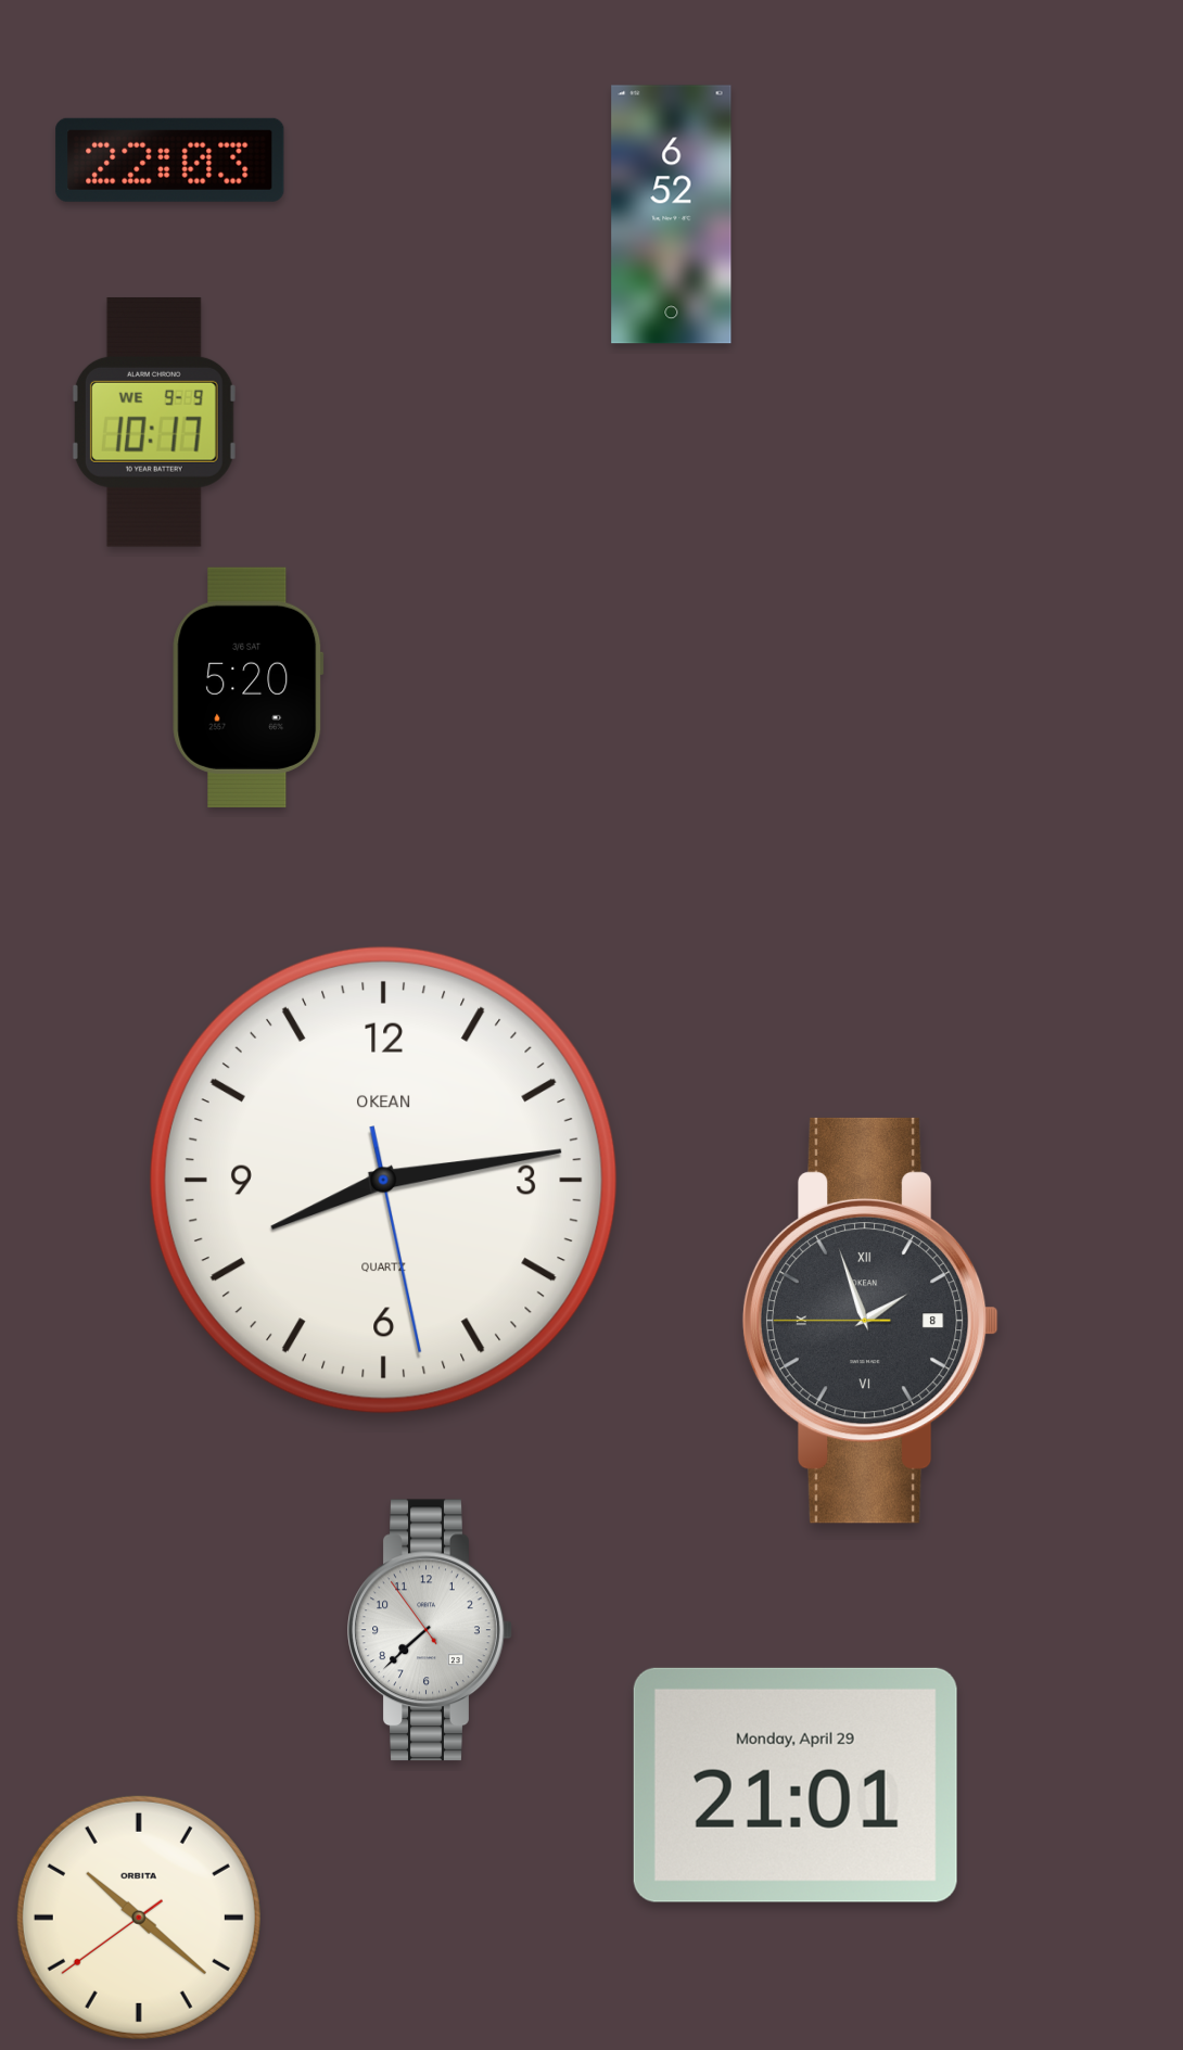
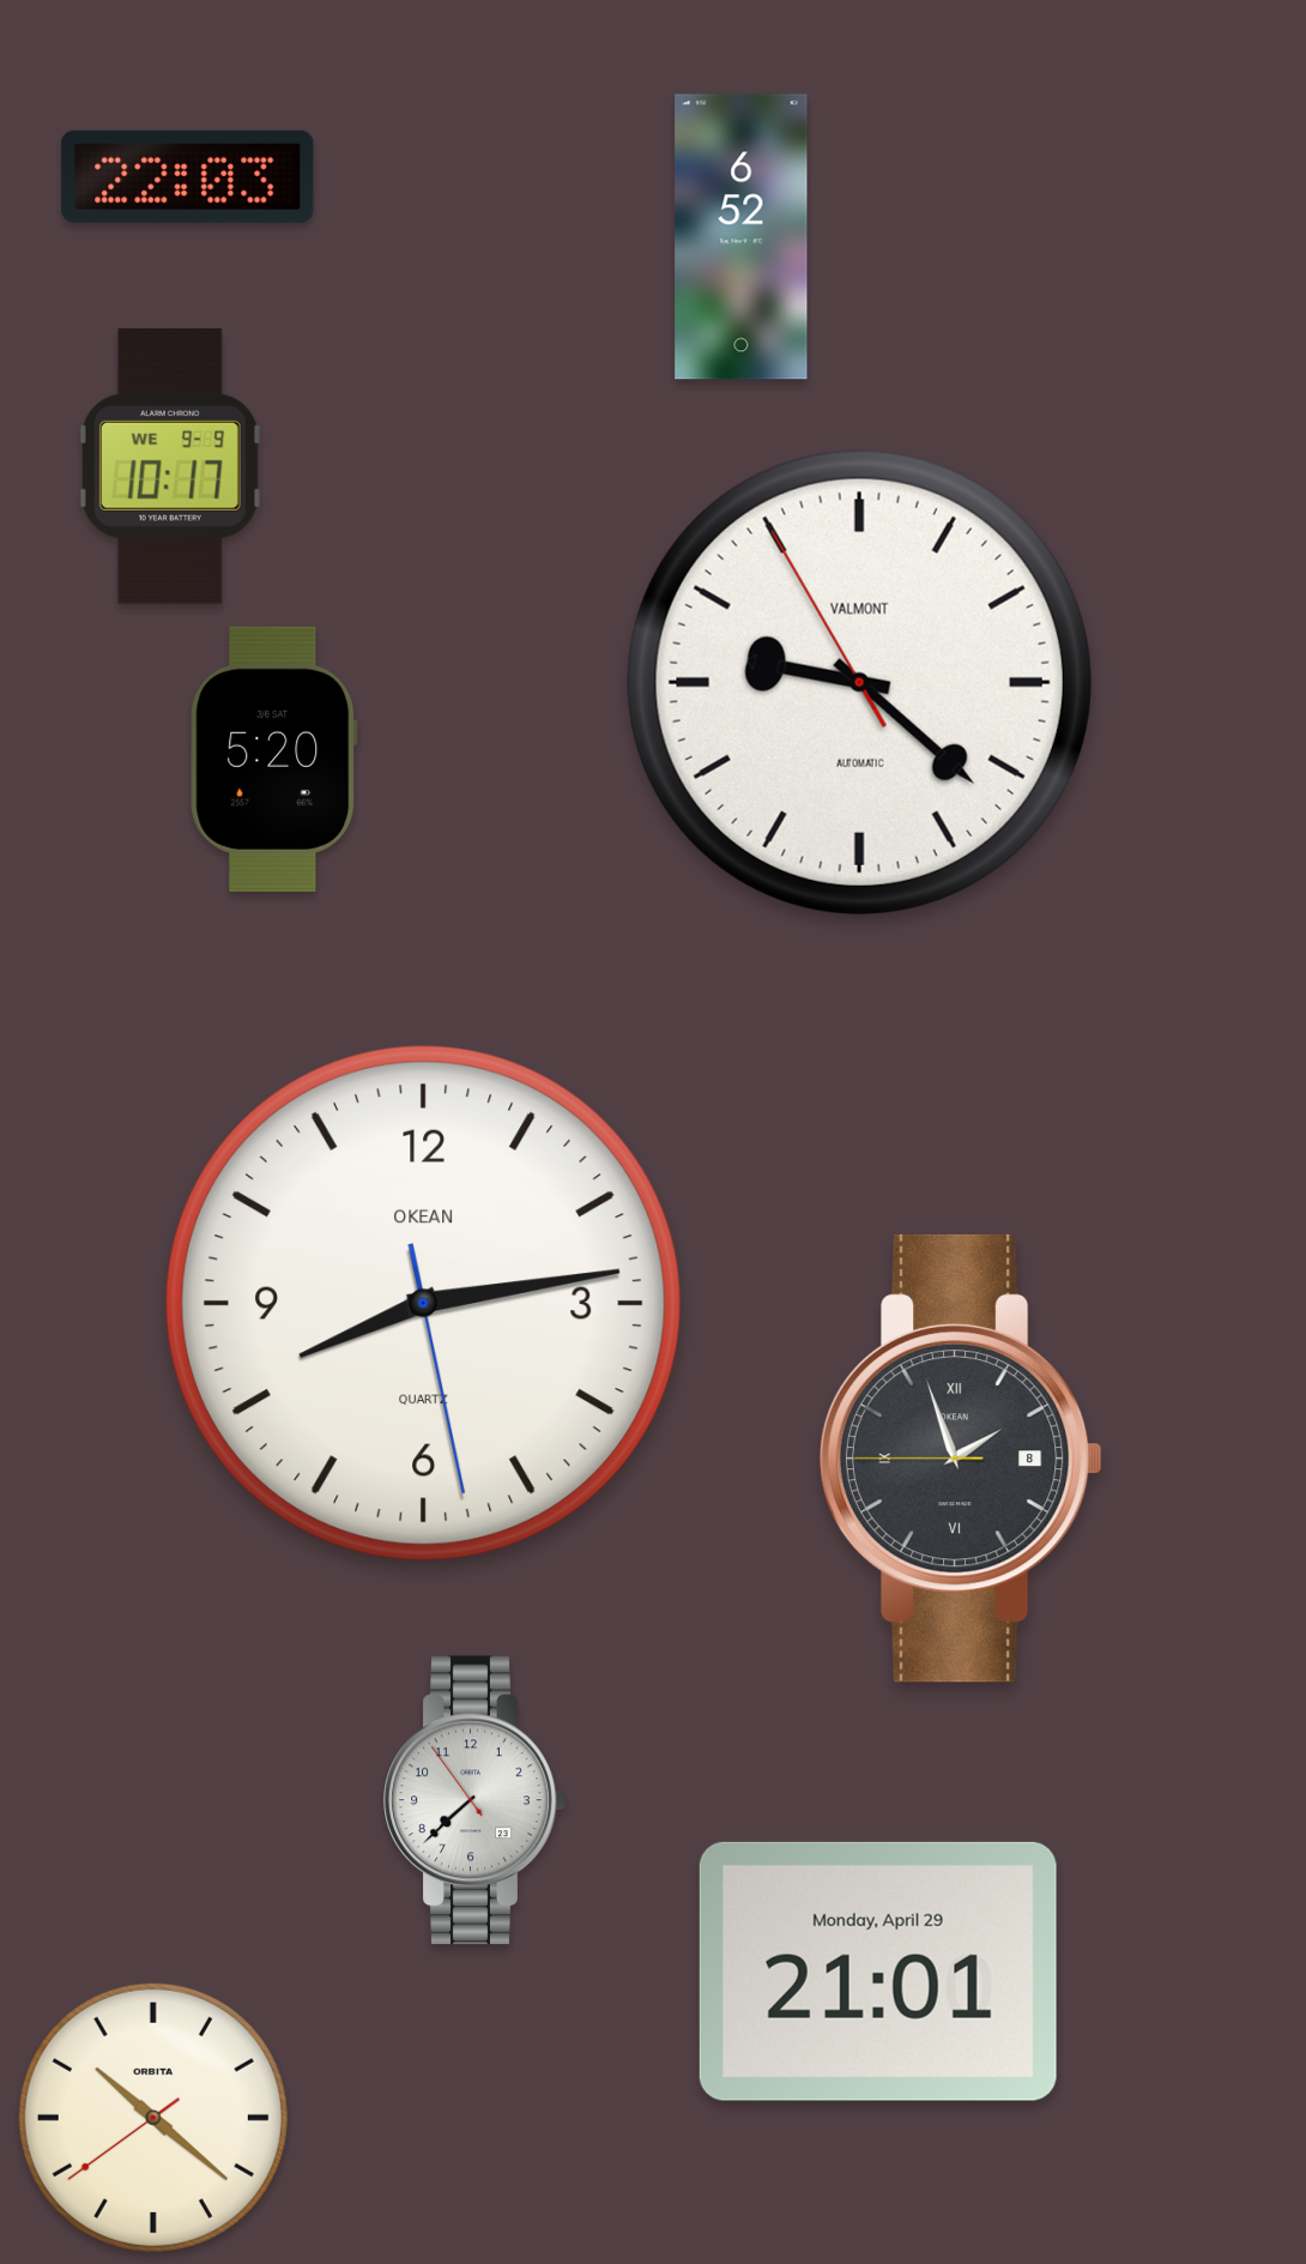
clock at (859, 682): none -> 9:21
